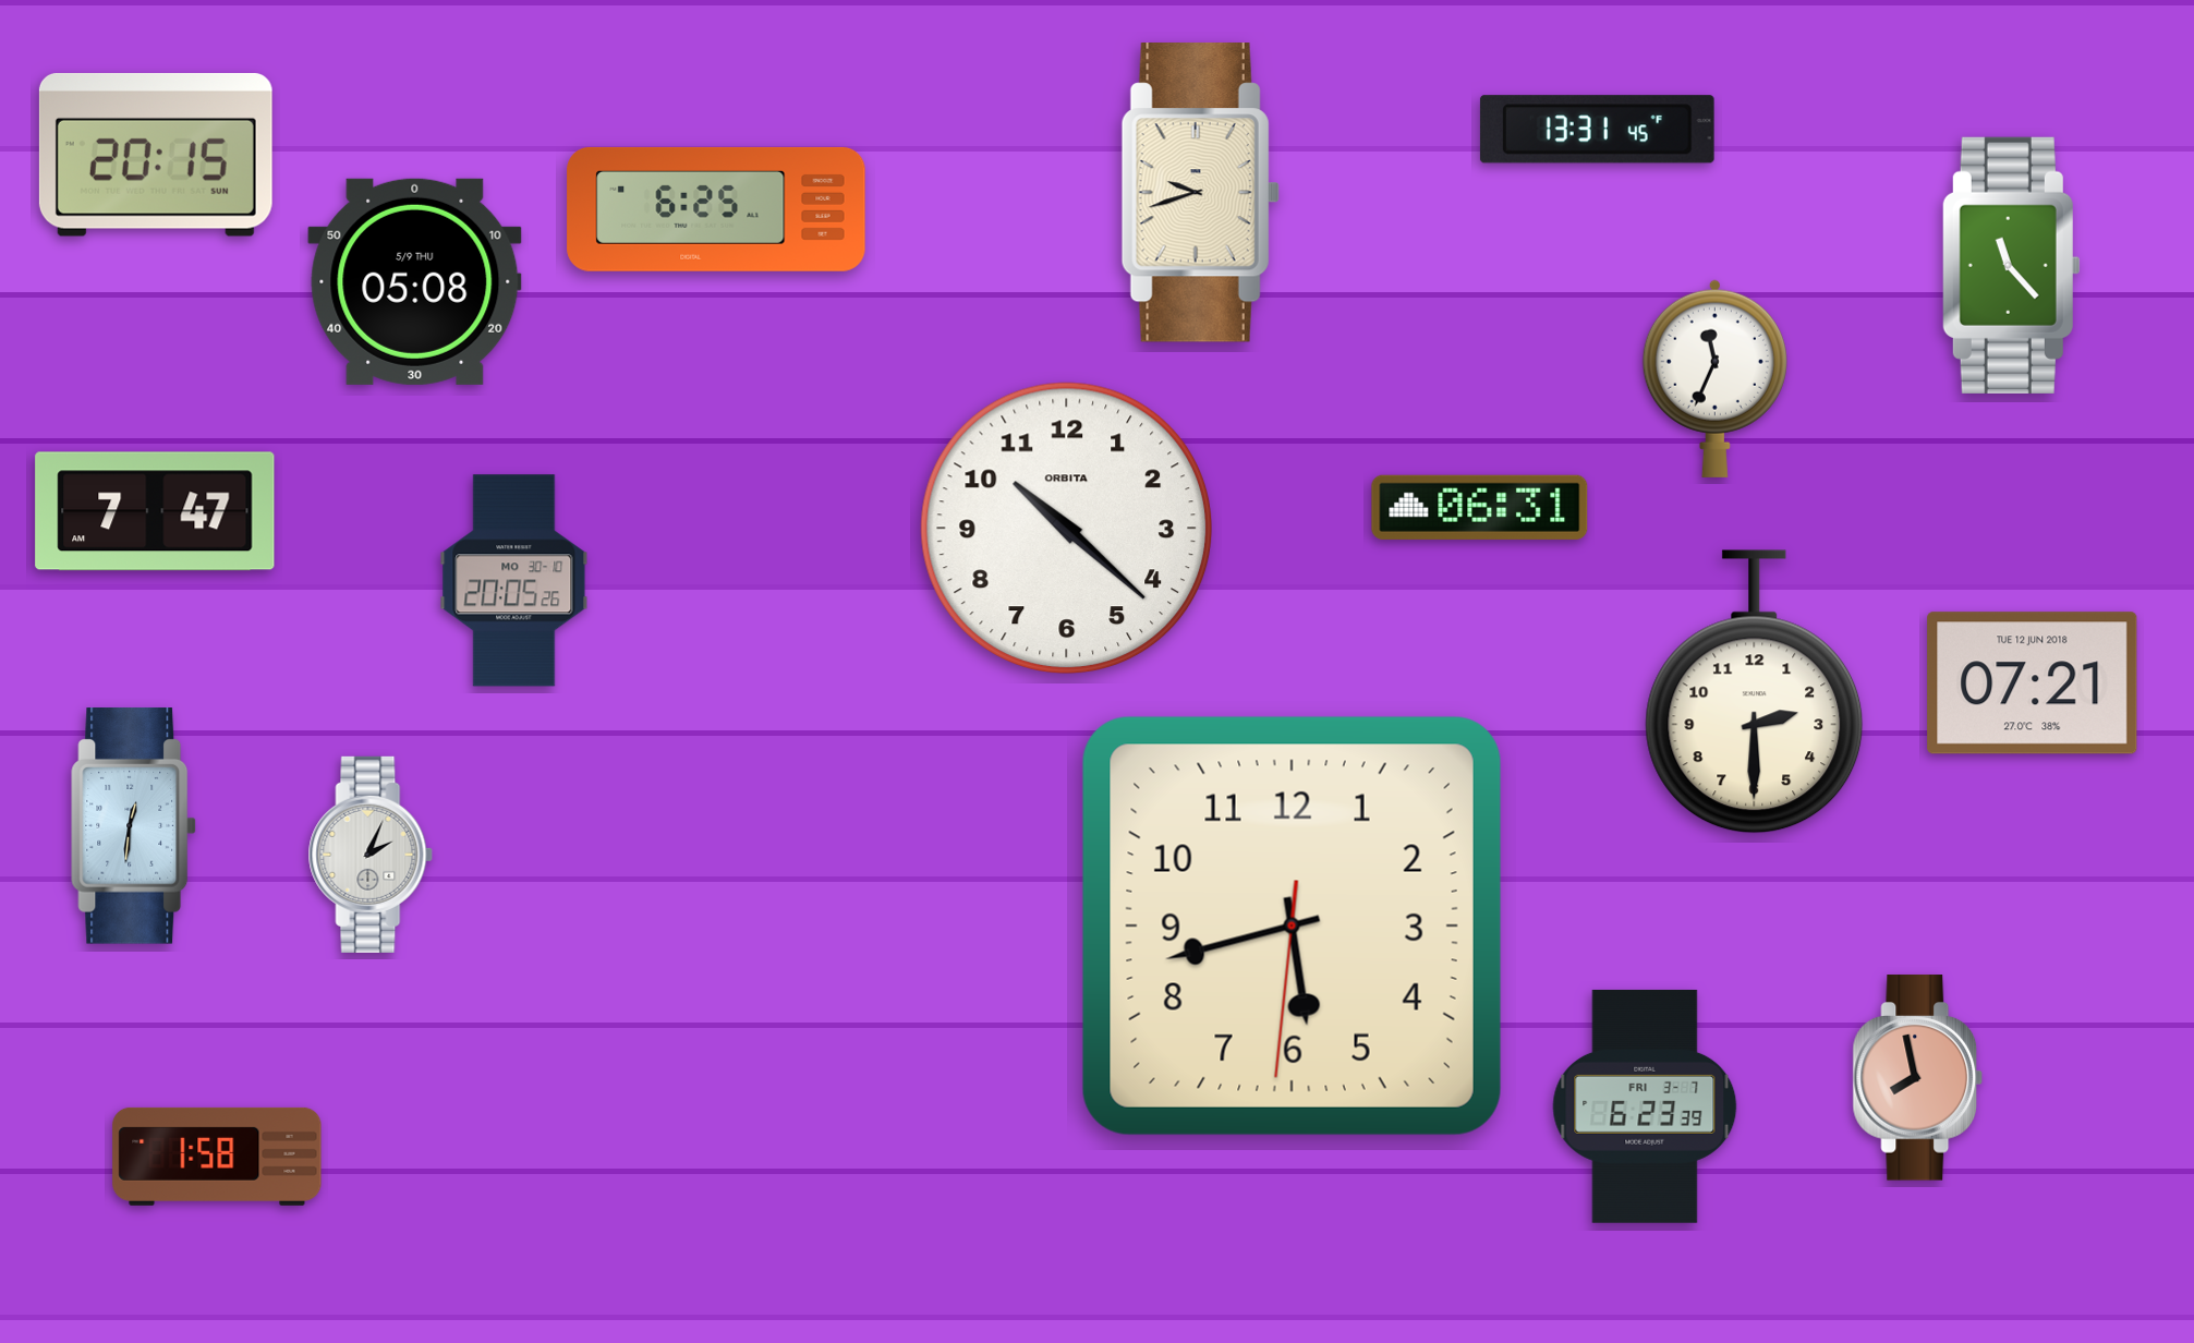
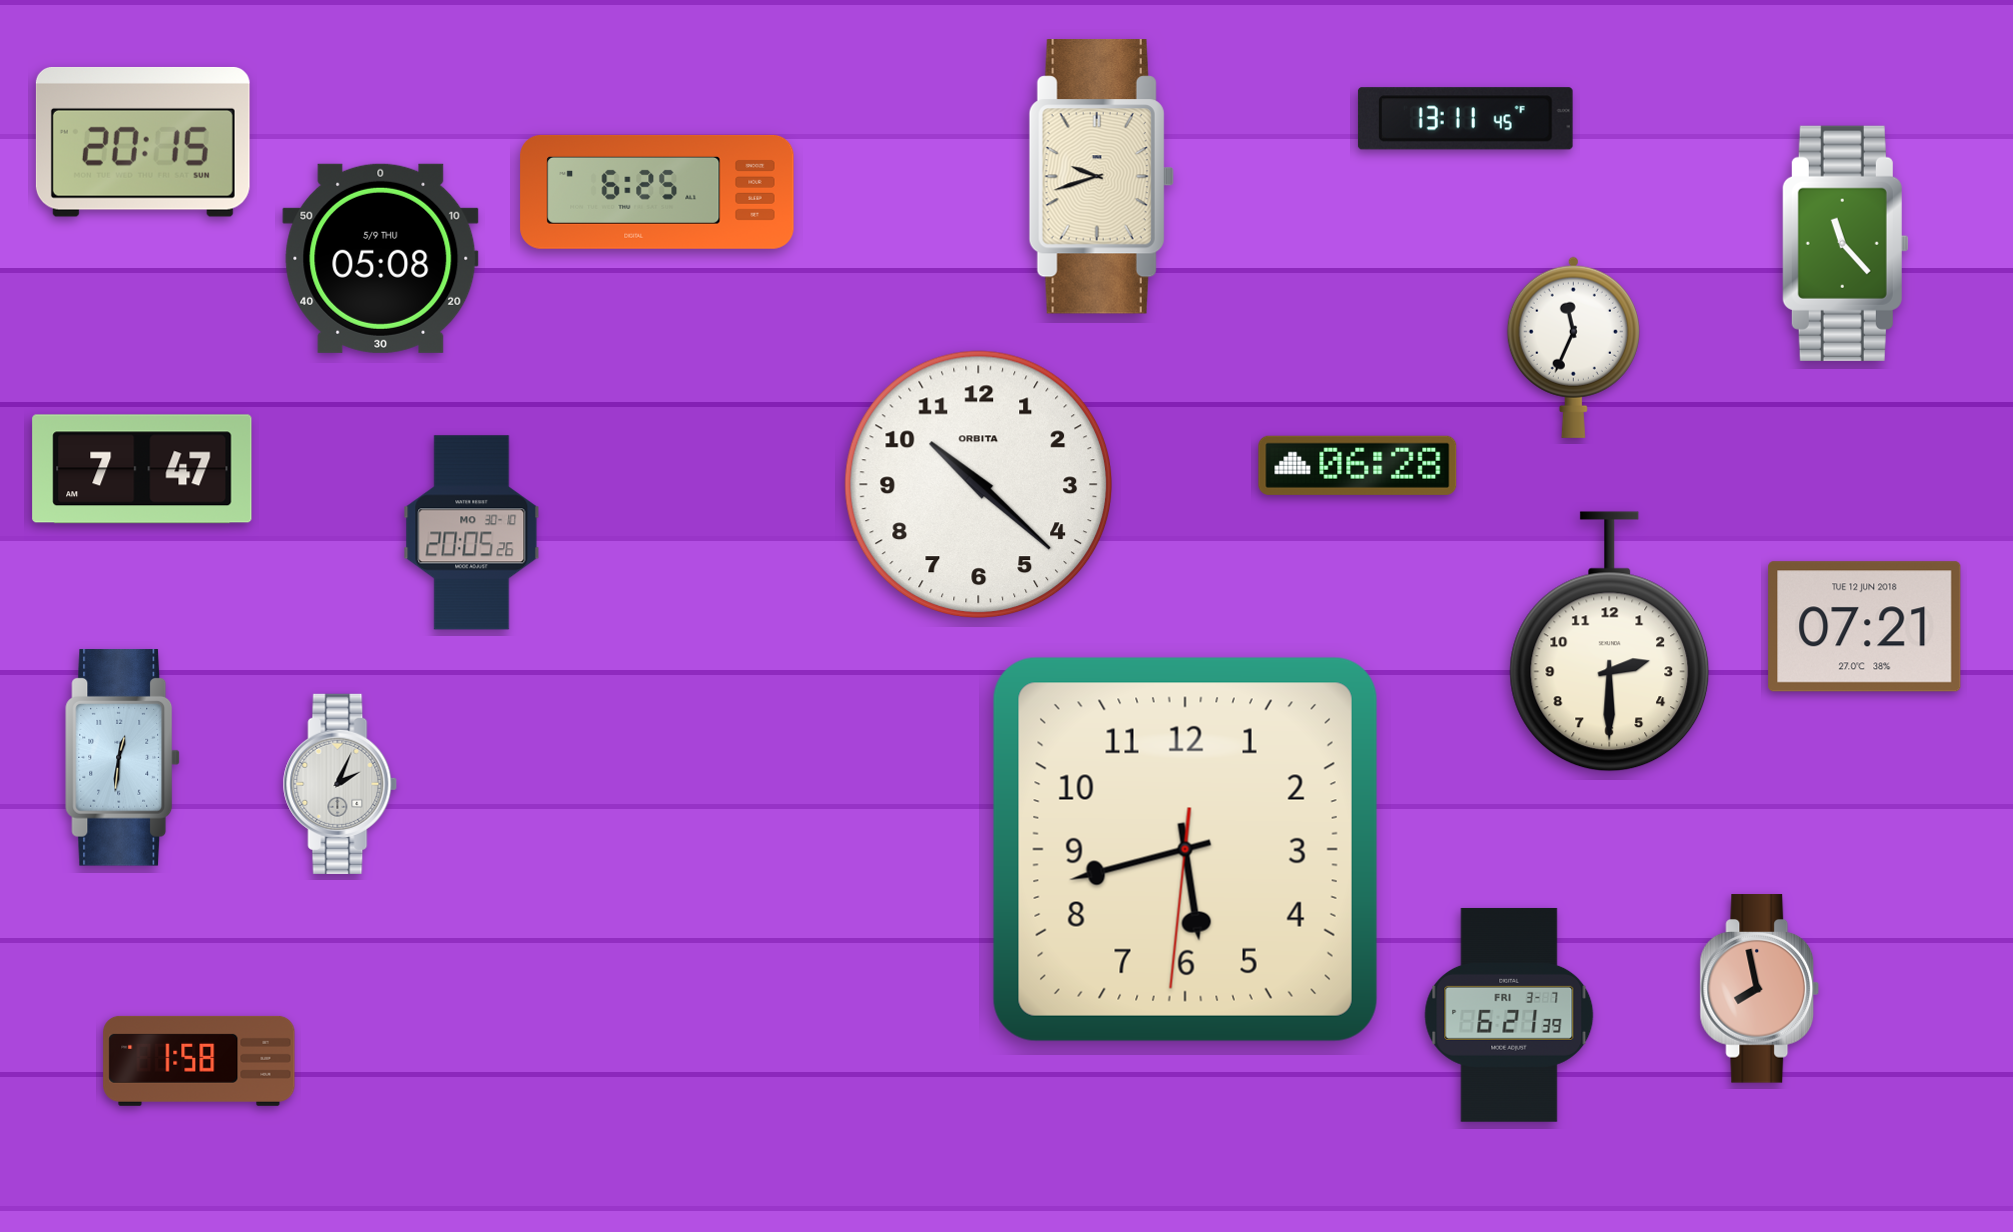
clock at (1597, 130): 13:31 -> 13:11
clock at (1480, 507): 06:31 -> 06:28
clock at (1755, 692) position: (1755, 692) -> (1610, 642)
clock at (1645, 1106): 6:23 -> 6:21
